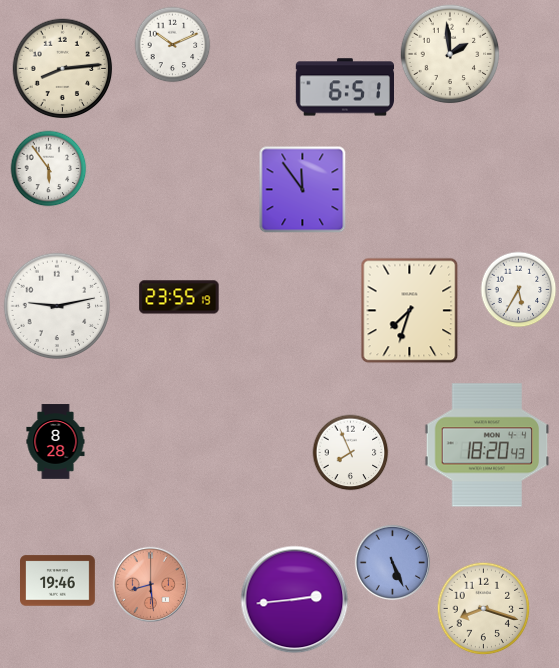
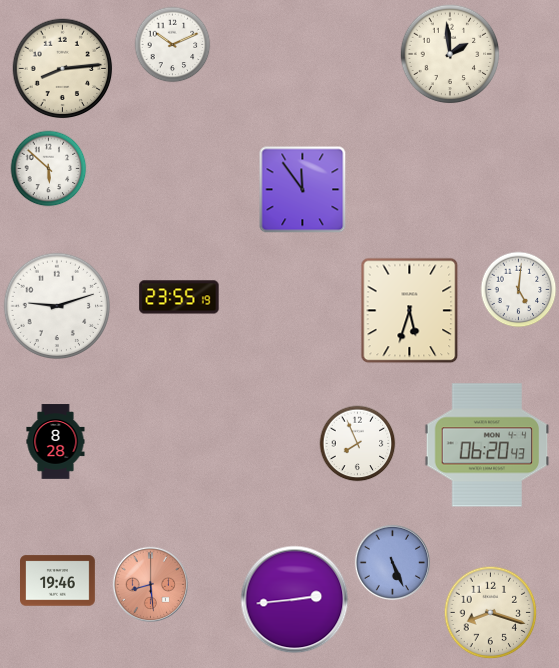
clock at (344, 87): 6:51 -> none
clock at (49, 169): 5:54 -> 5:52
clock at (519, 290): 5:35 -> 5:01
clock at (57, 306): 9:13 -> 9:12
clock at (410, 311): 7:33 -> 5:33
clock at (487, 445): 18:20 -> 06:20
clock at (351, 453) position: (351, 453) -> (358, 444)
clock at (484, 609) position: (484, 609) -> (491, 613)
